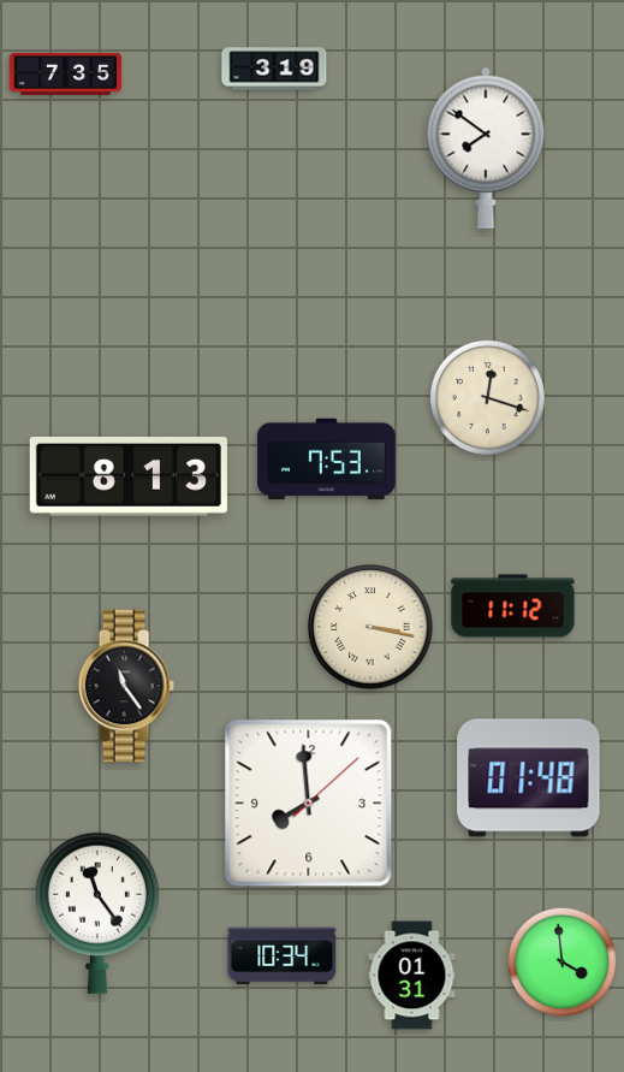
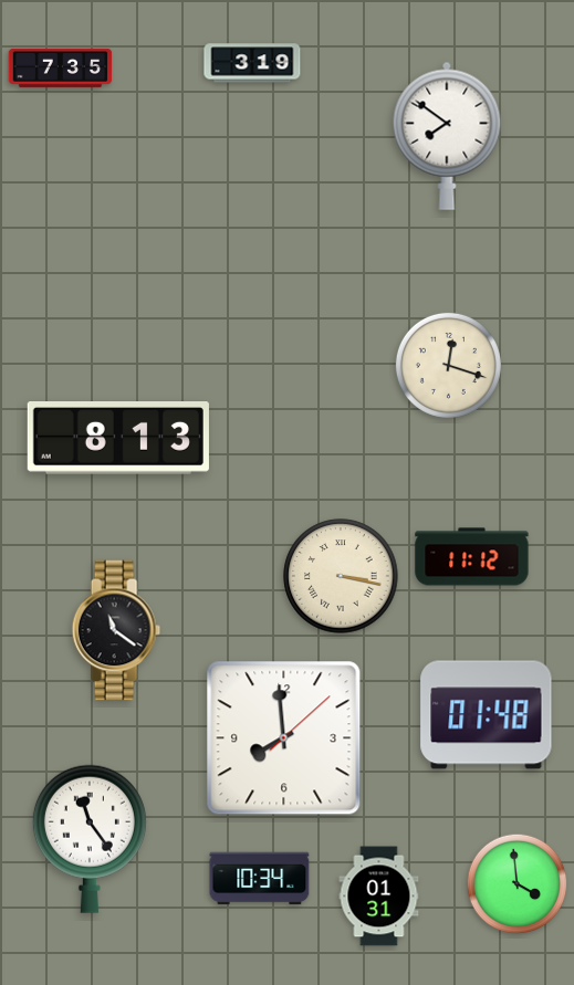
clock at (326, 460): 7:53 -> none
clock at (126, 686): 11:24 -> 11:21
